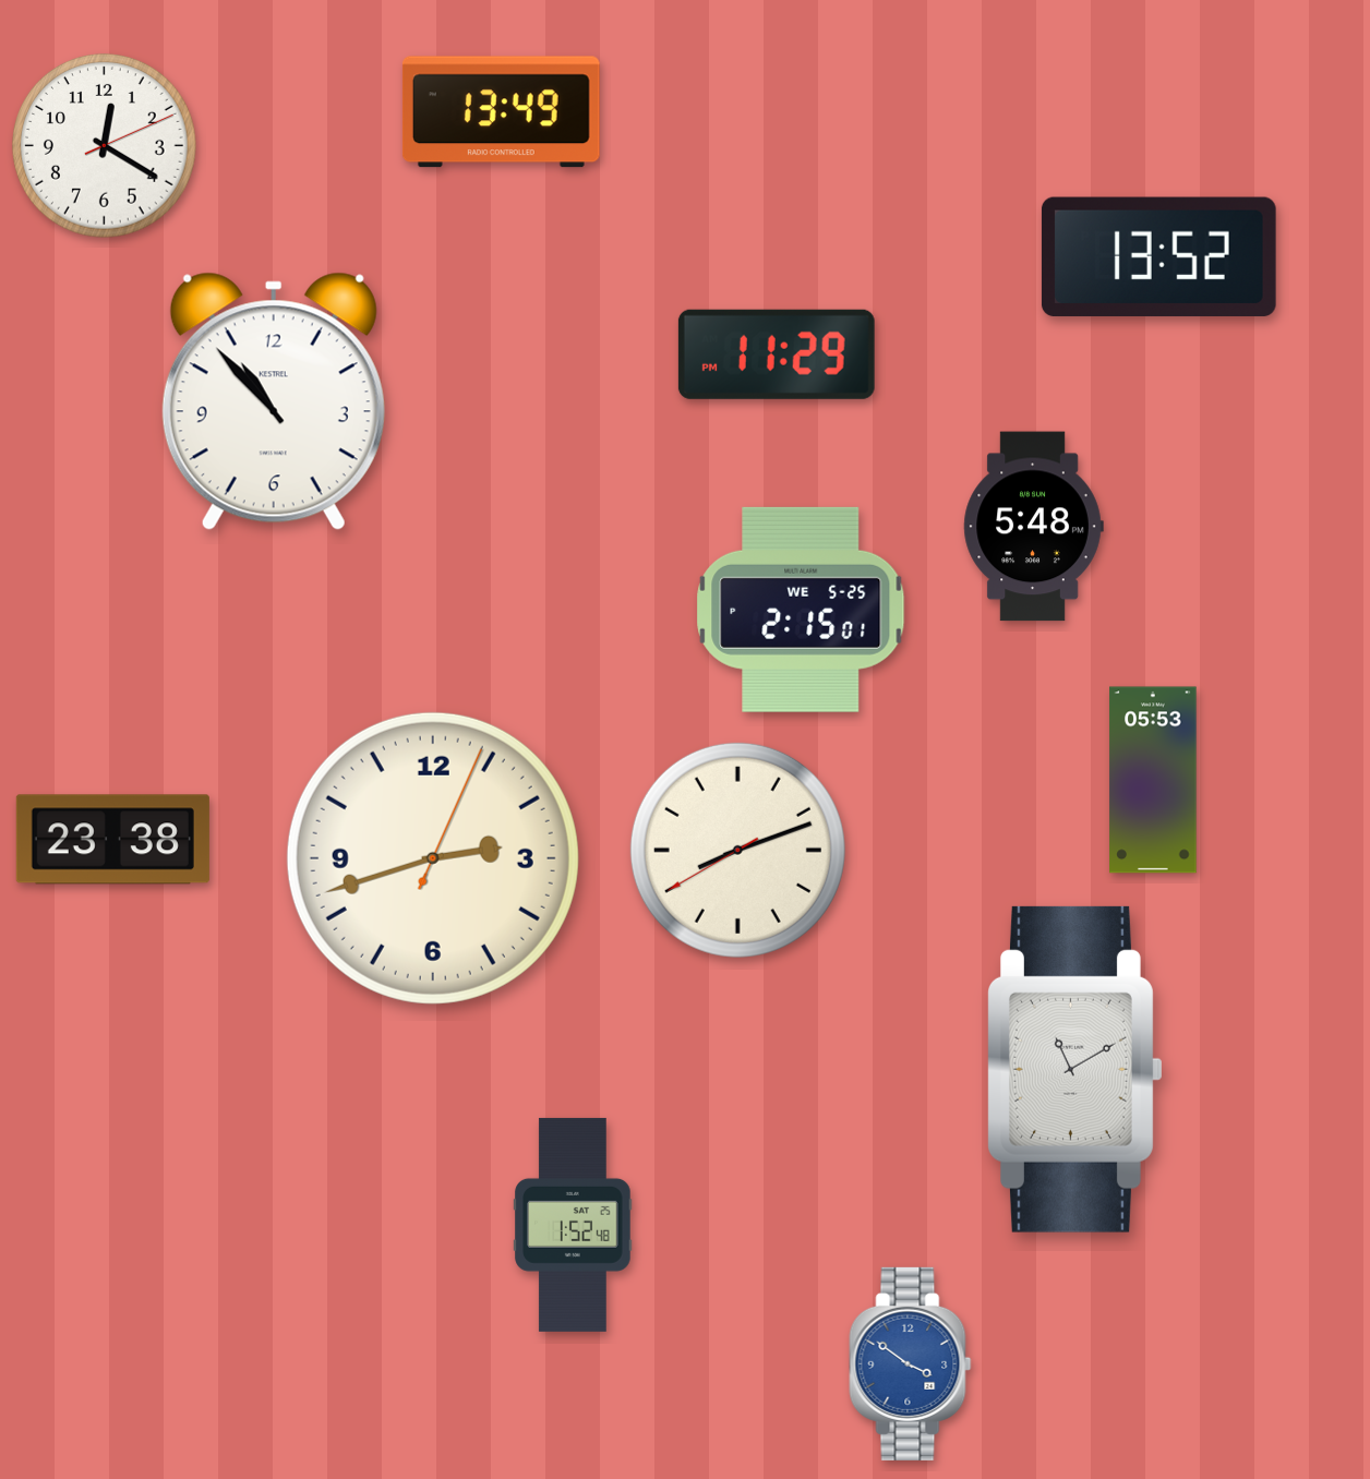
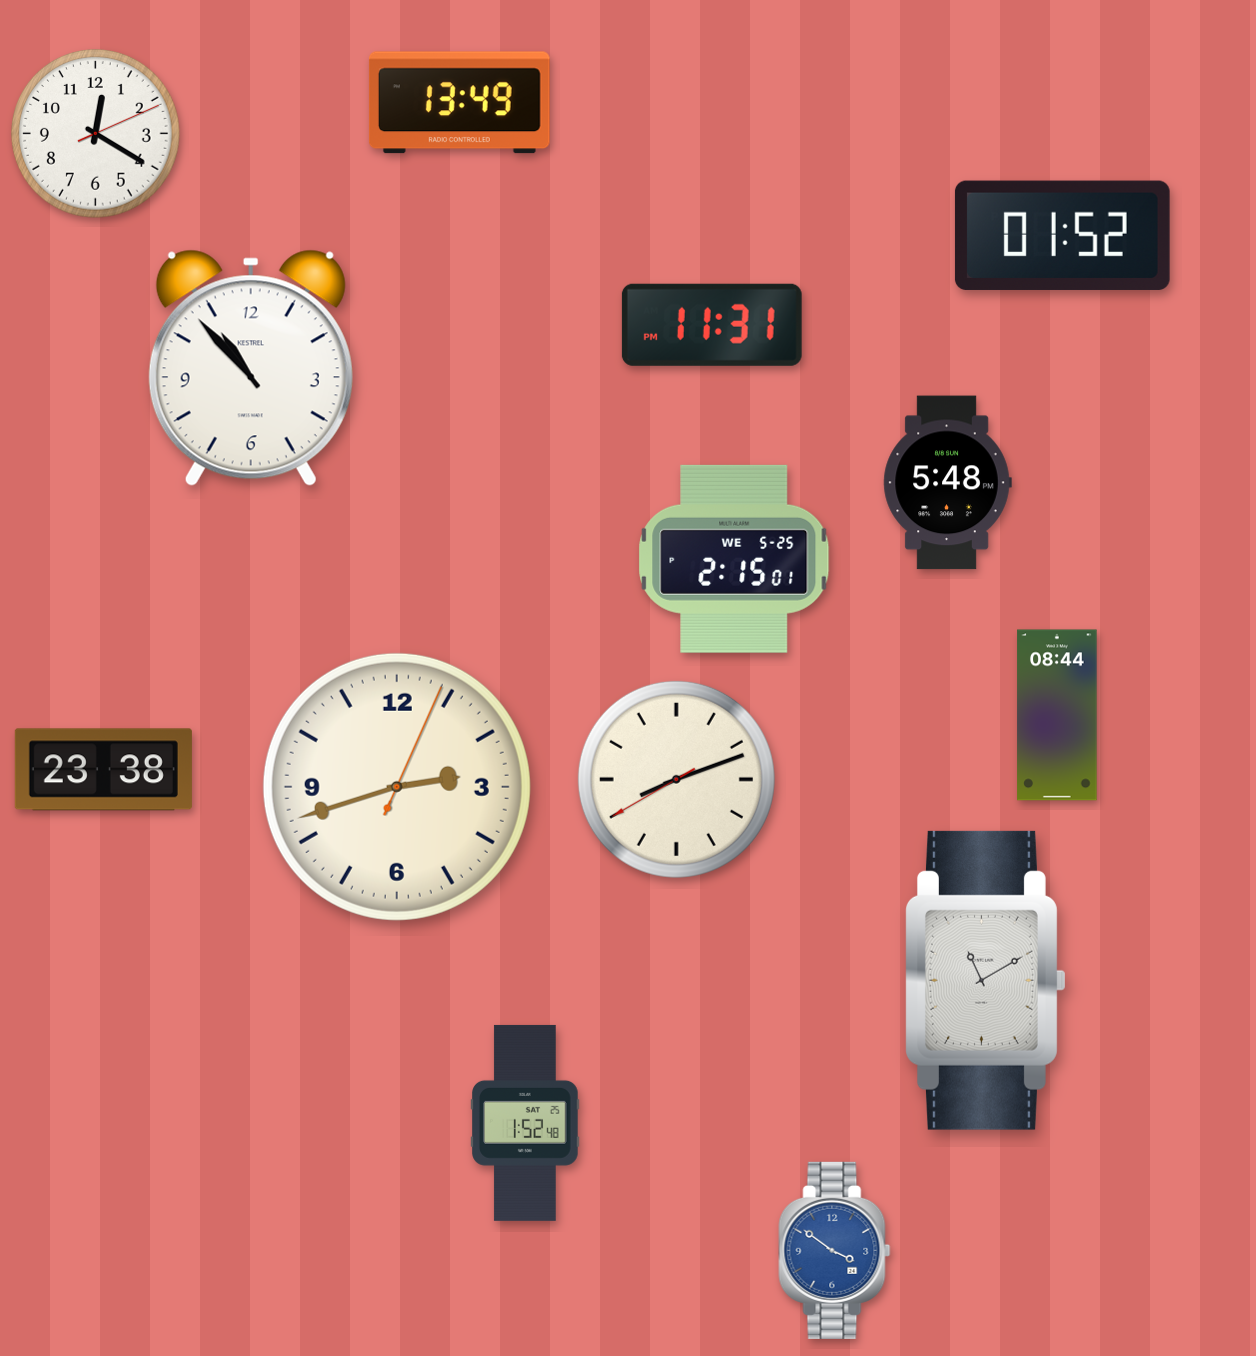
clock at (1158, 256): 13:52 -> 01:52
clock at (777, 354): 11:29 -> 11:31
clock at (1153, 780): 05:53 -> 08:44
